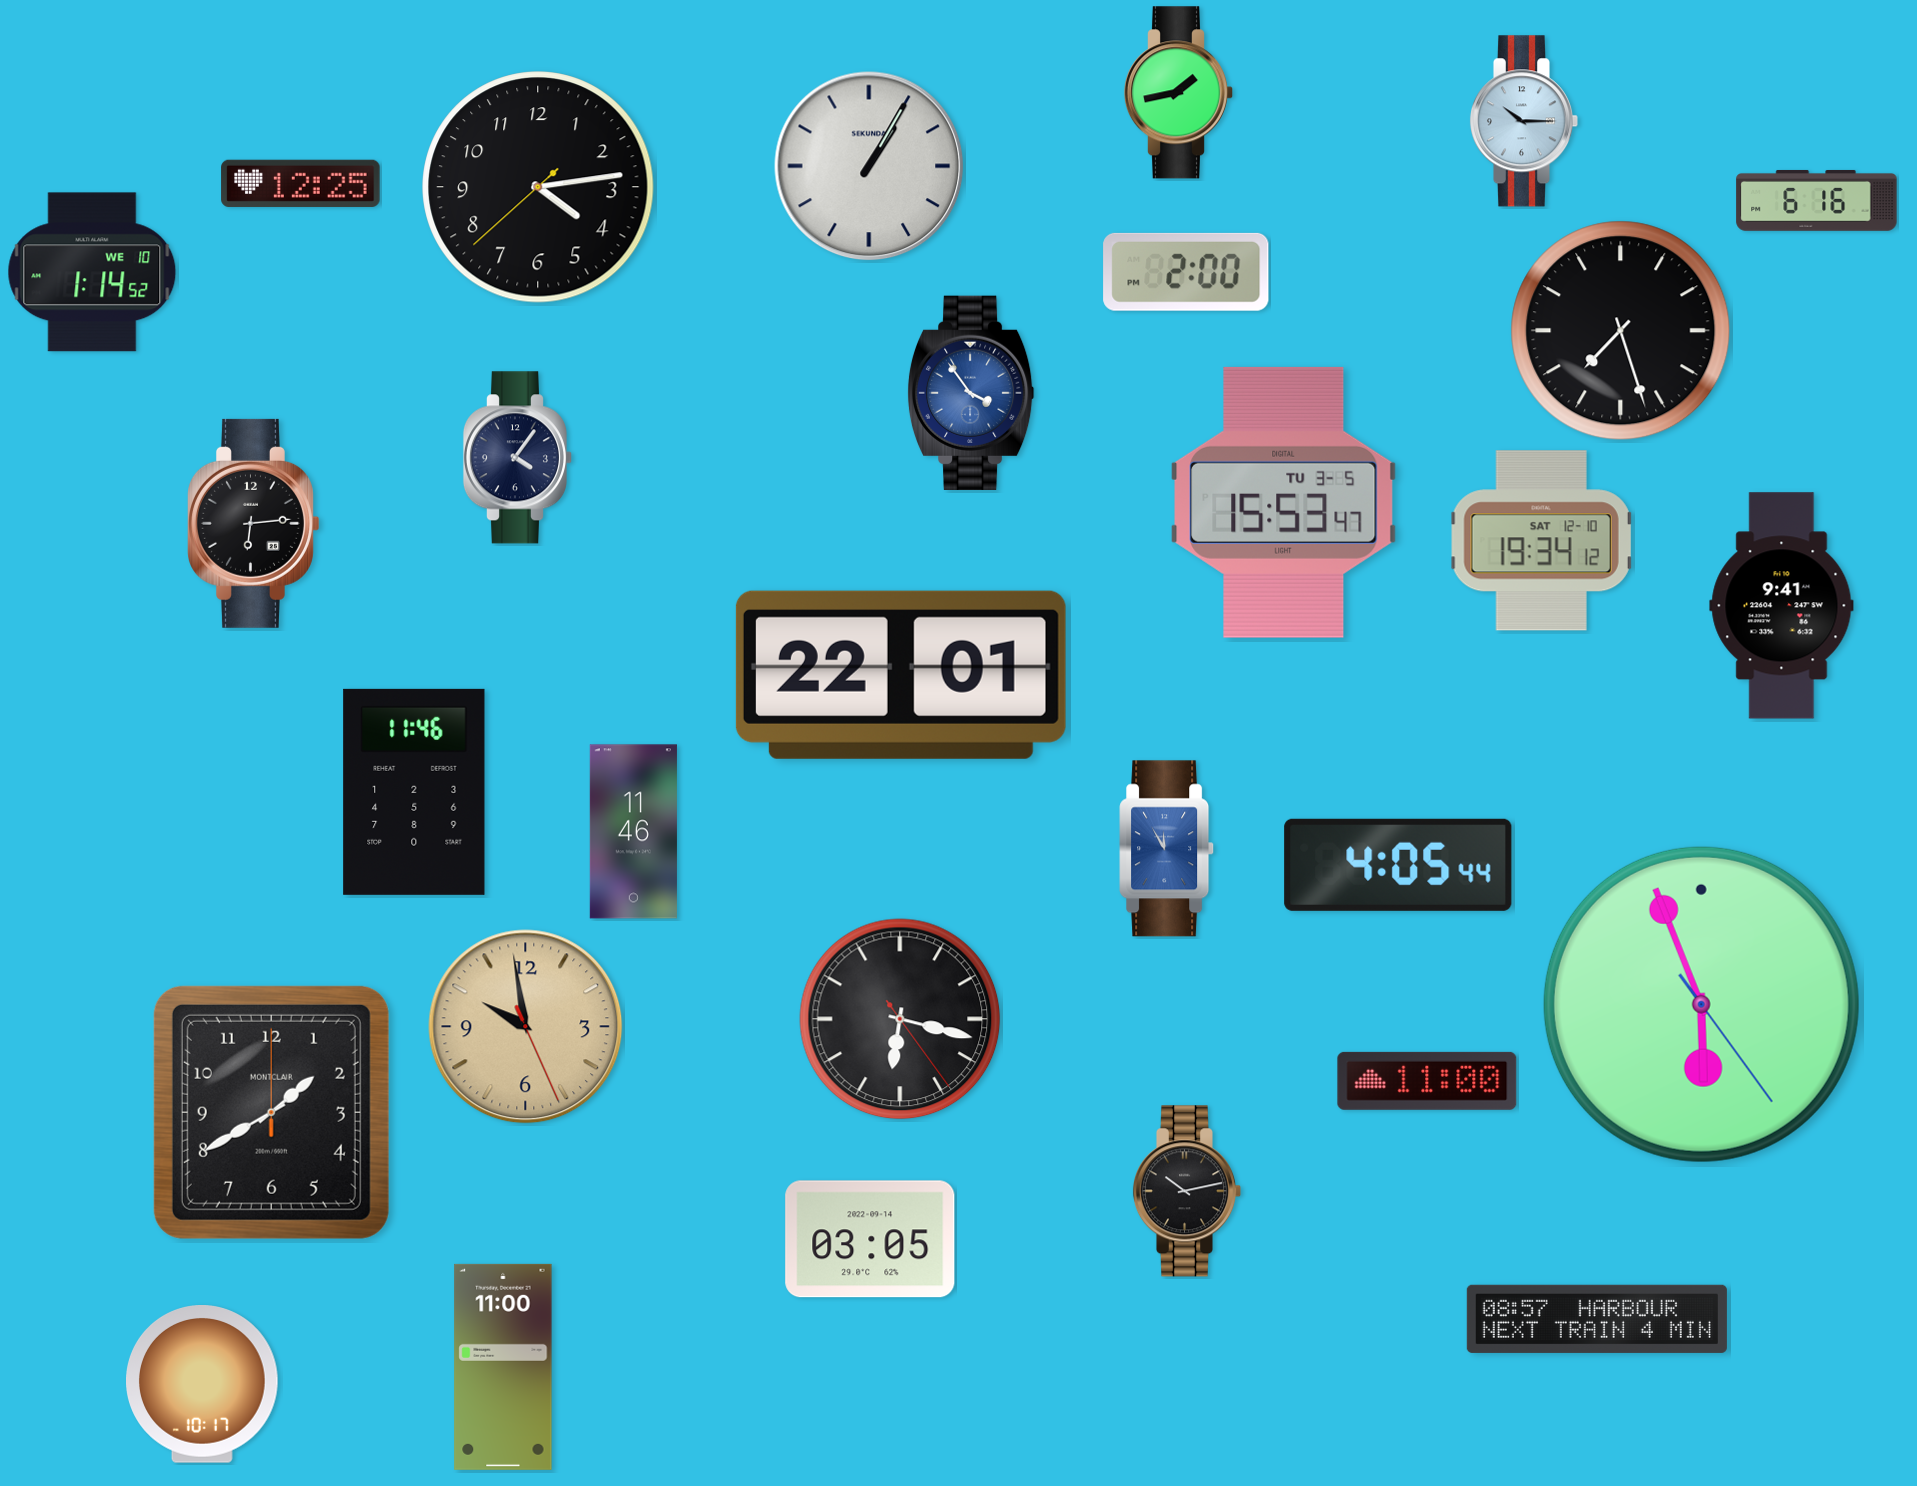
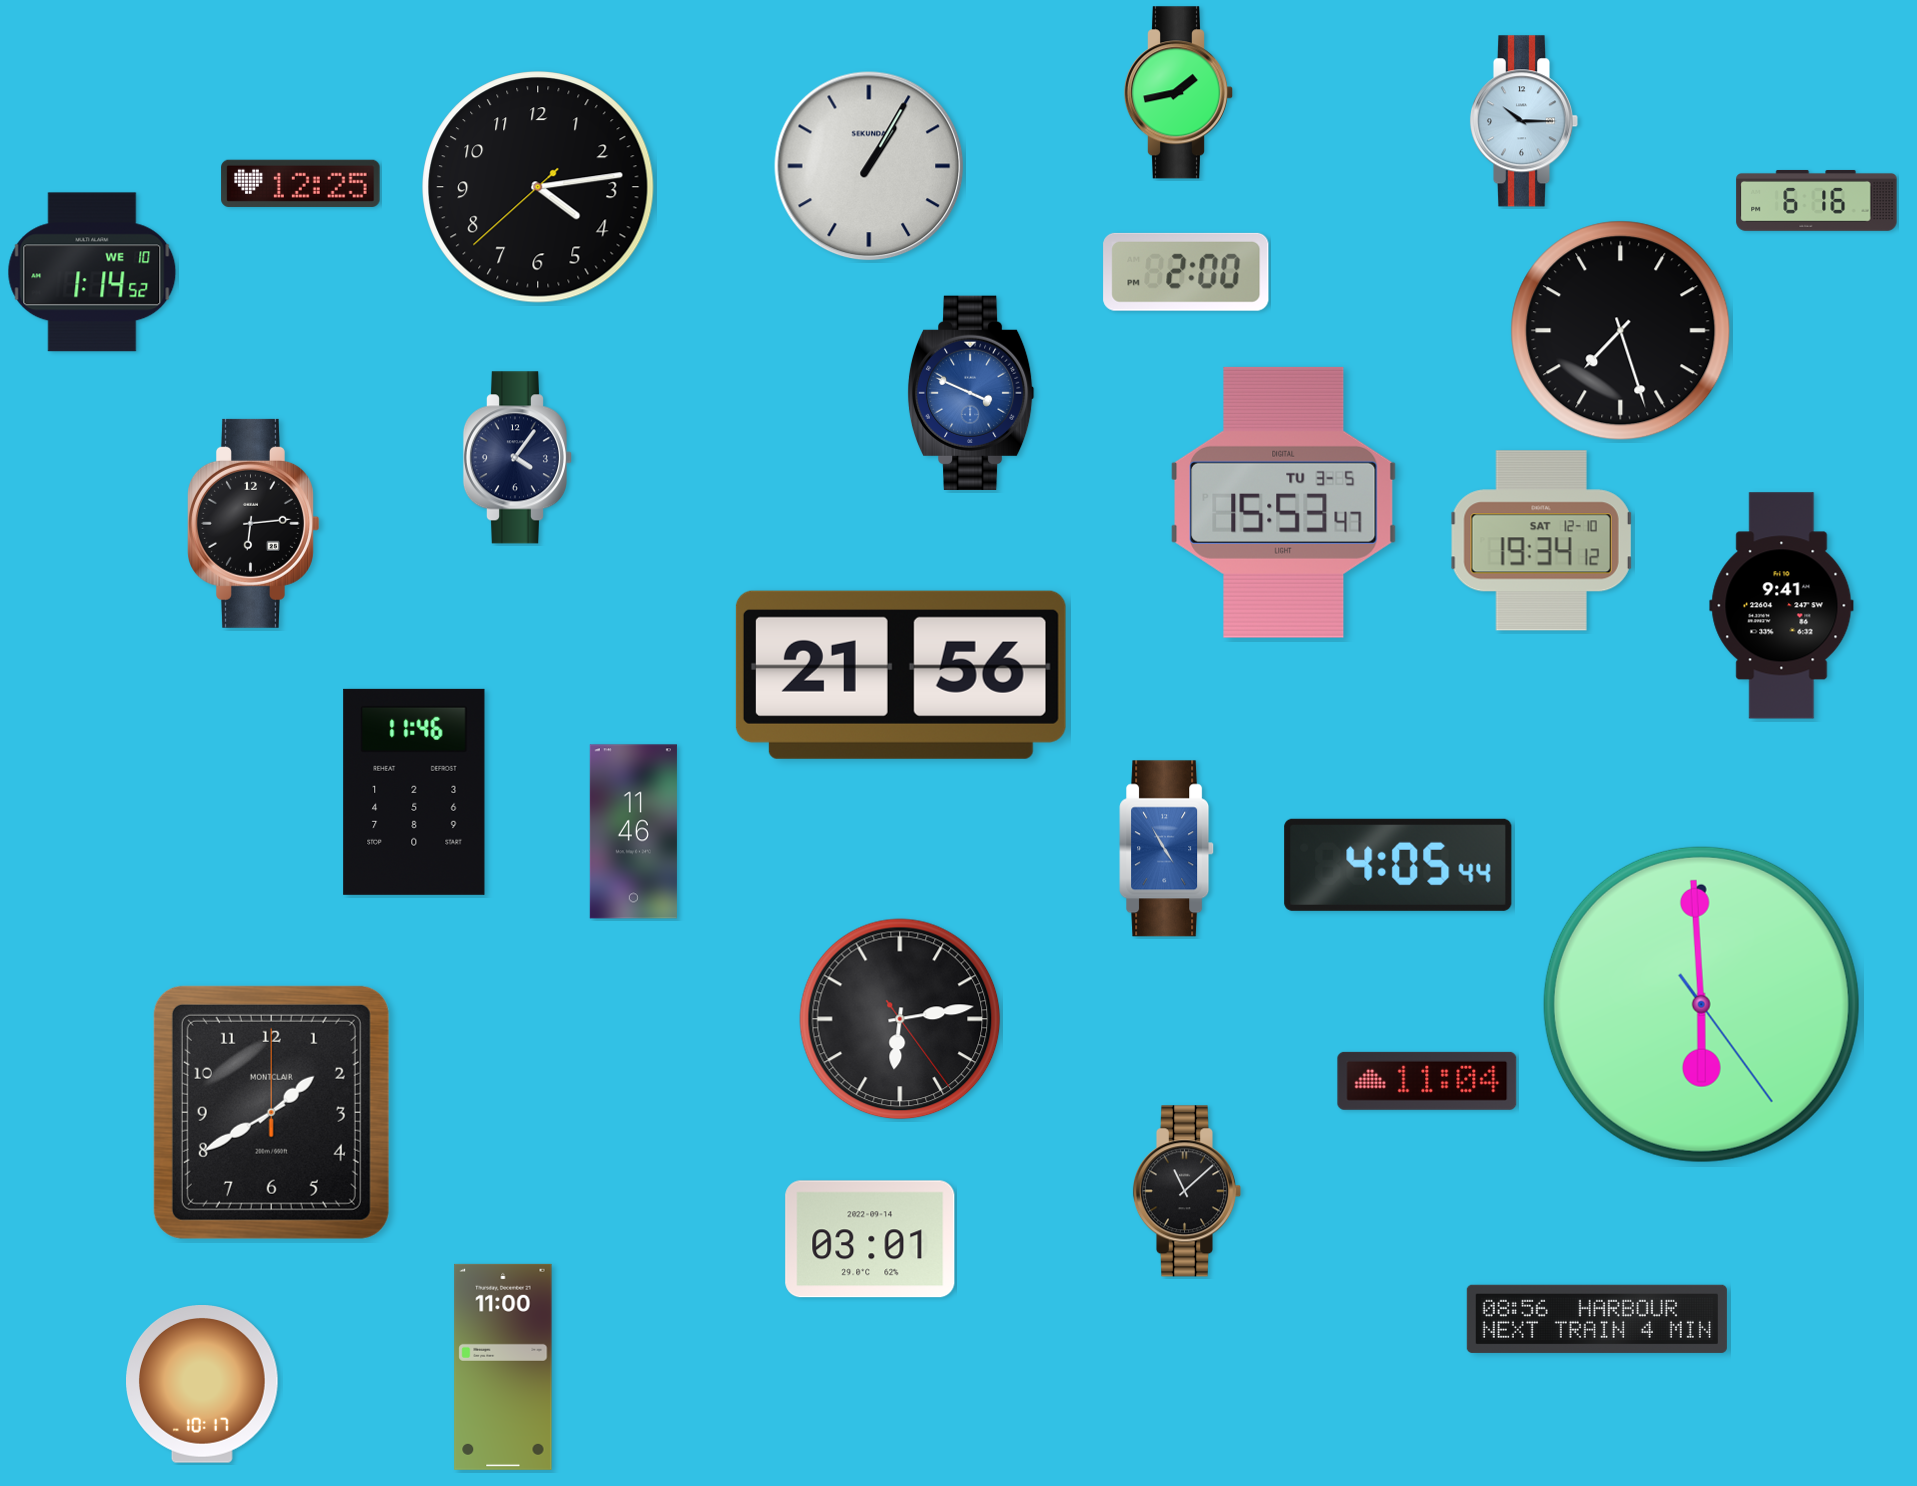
clock at (971, 393): 3:54 -> 3:49
clock at (901, 675): 22:01 -> 21:56
clock at (1167, 849): 11:55 -> 4:55
clock at (1701, 1004): 5:56 -> 5:59
clock at (900, 1019): 6:17 -> 6:13
clock at (526, 1027): 9:58 -> none
clock at (1427, 1081): 11:00 -> 11:04
clock at (1187, 1191): 10:13 -> 11:08
clock at (870, 1239): 03:05 -> 03:01
clock at (1597, 1319): 08:57 -> 08:56
